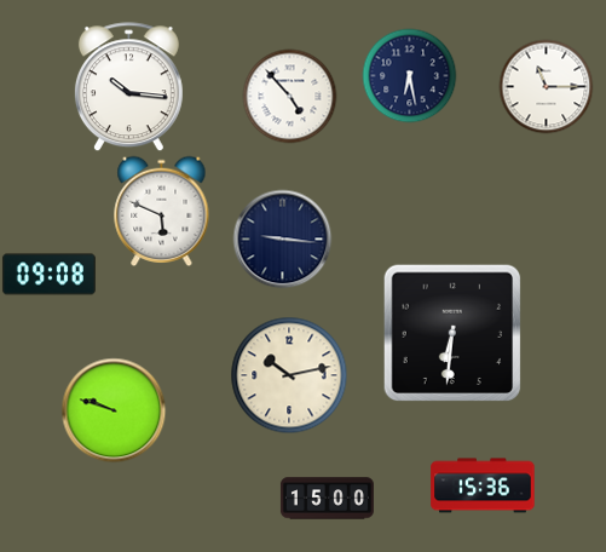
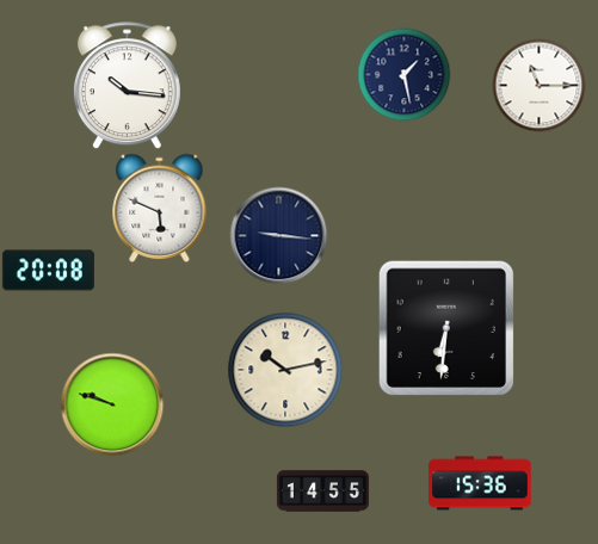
clock at (409, 75): 6:28 -> 1:28
clock at (289, 96): 4:53 -> none
clock at (48, 275): 09:08 -> 20:08
clock at (483, 485) position: (483, 485) -> (480, 483)
clock at (327, 499): 15:00 -> 14:55
